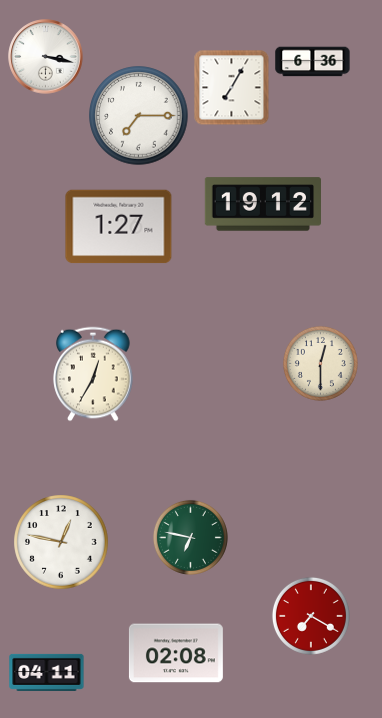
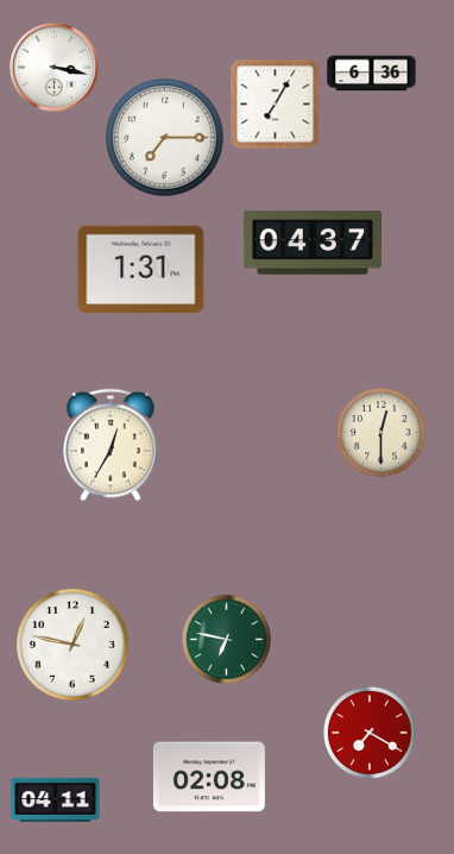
clock at (262, 204): 19:12 -> 04:37
clock at (119, 227): 1:27 -> 1:31
